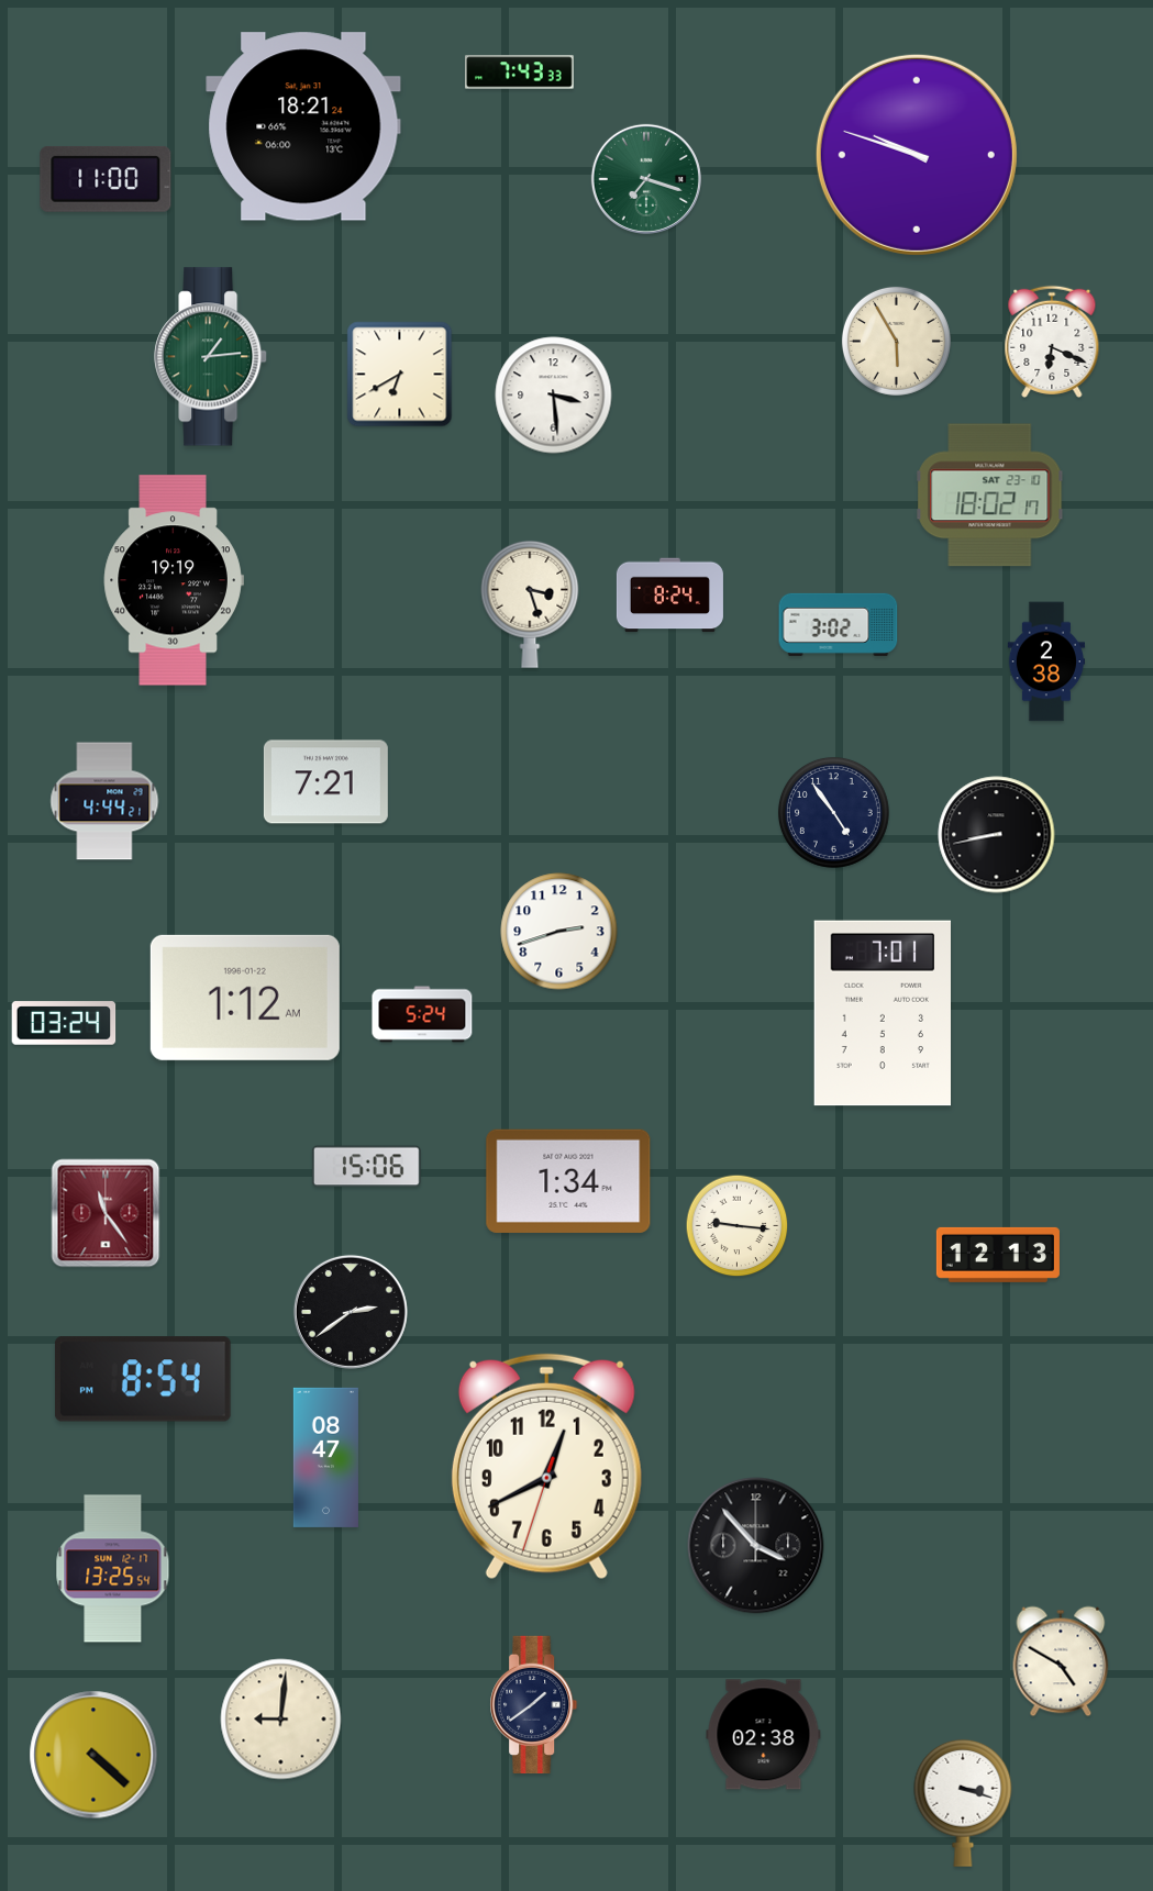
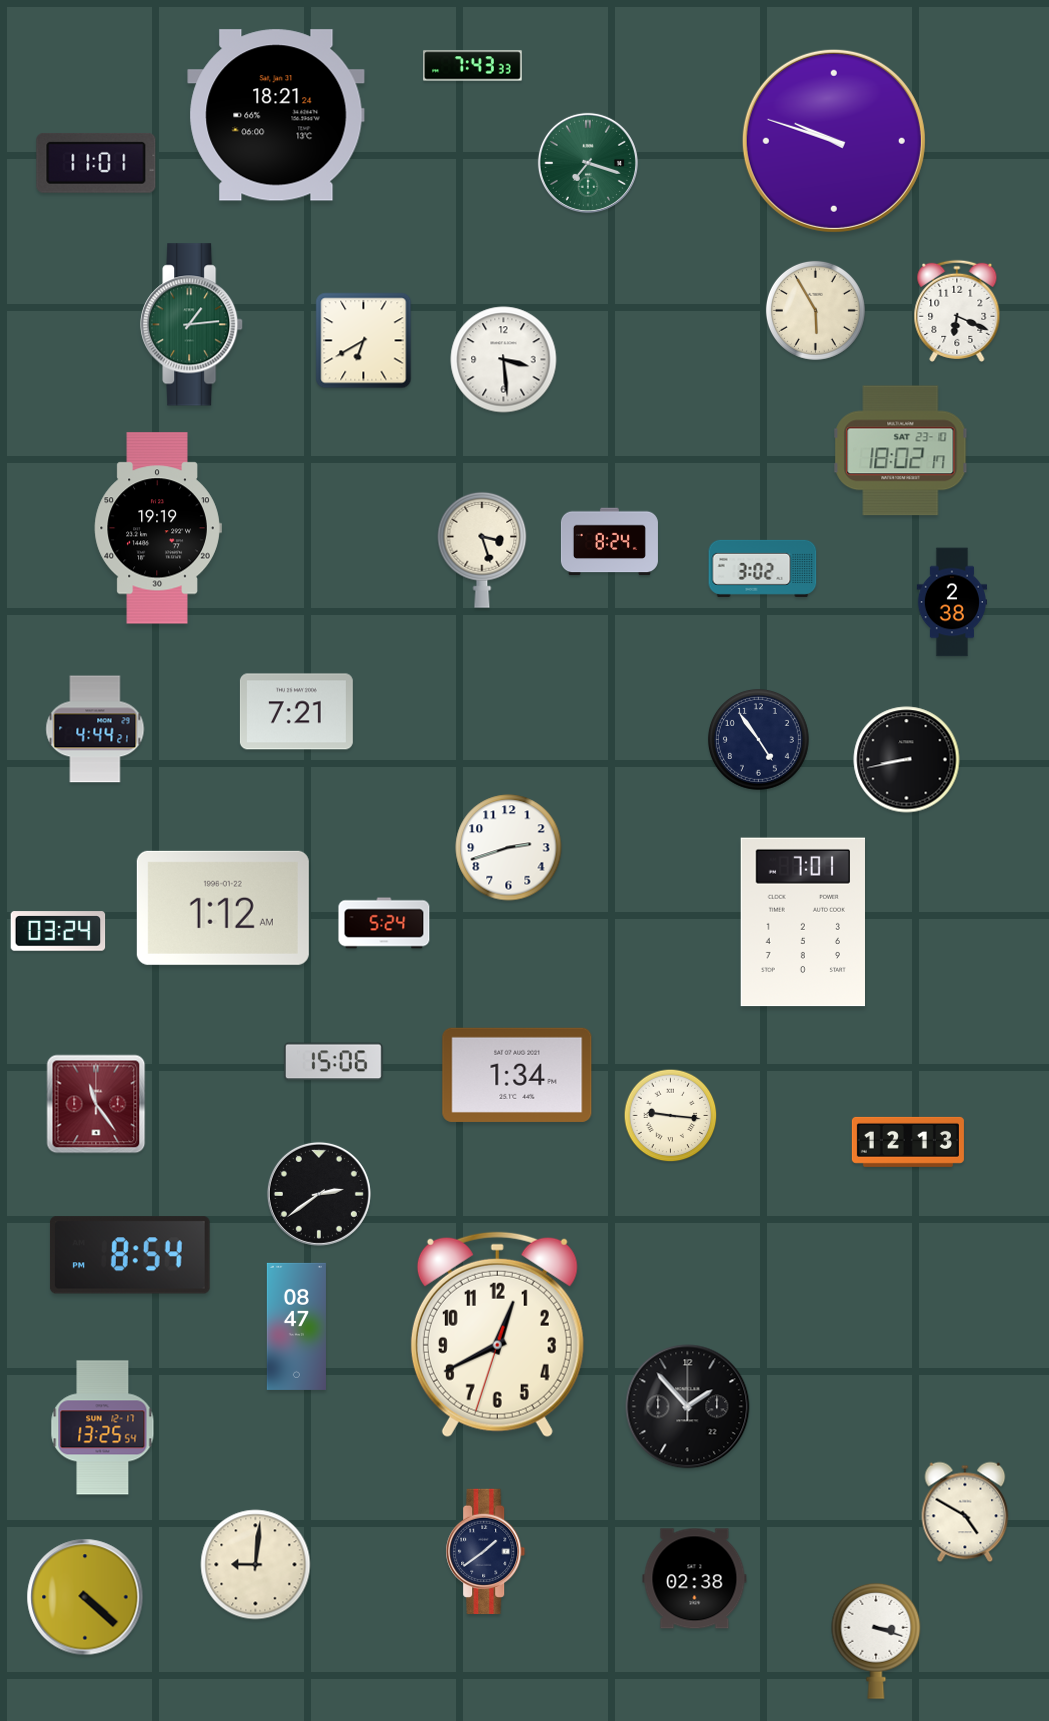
clock at (106, 179): 11:00 -> 11:01
clock at (756, 1546): 3:53 -> 1:53
